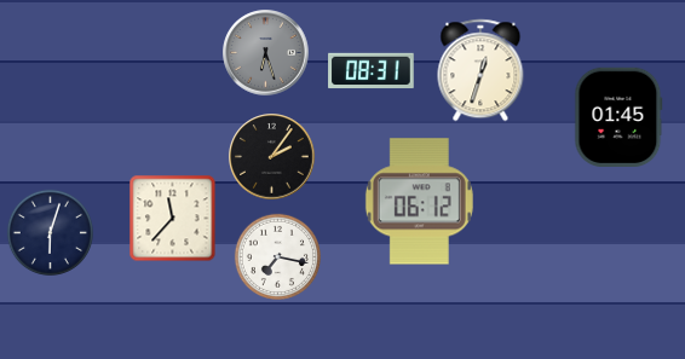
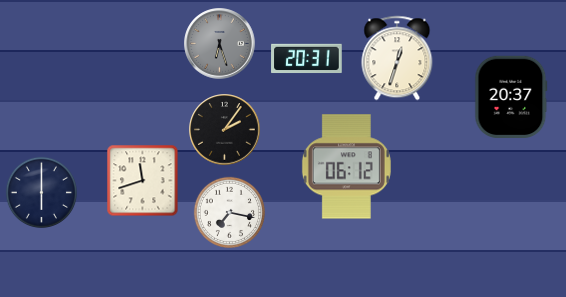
clock at (372, 71): 08:31 -> 20:31
clock at (618, 116): 01:45 -> 20:37
clock at (173, 219): 11:37 -> 11:42
clock at (50, 232): 6:03 -> 6:00
